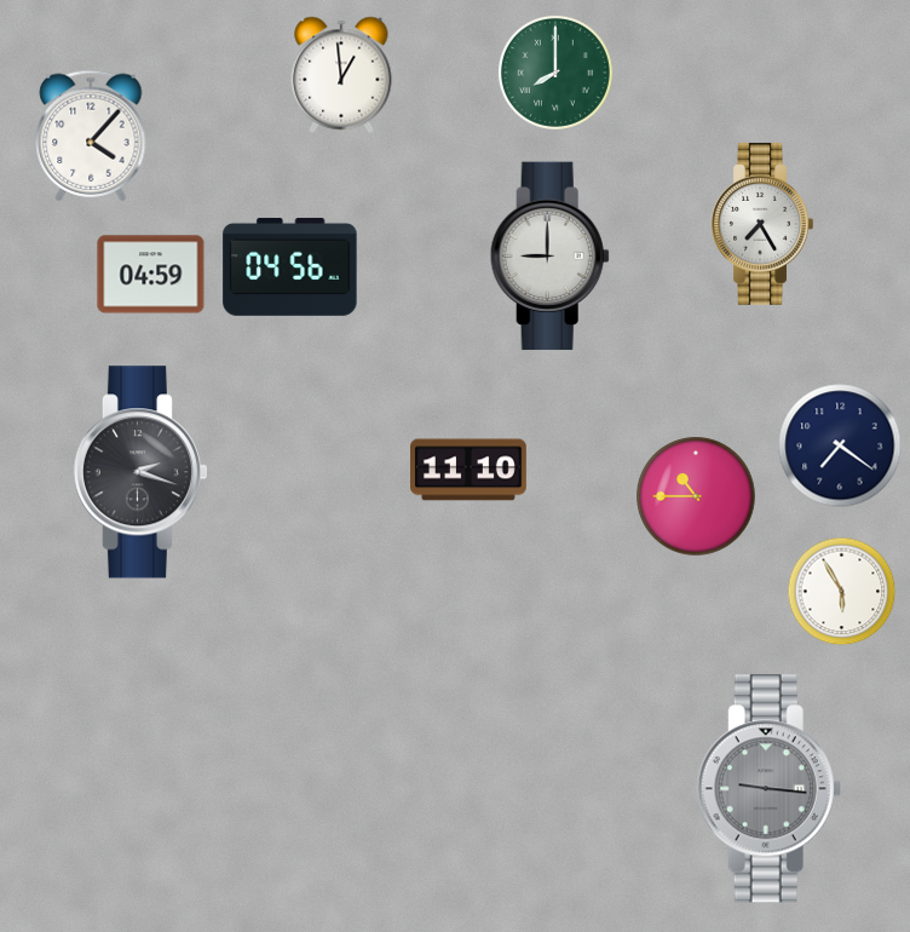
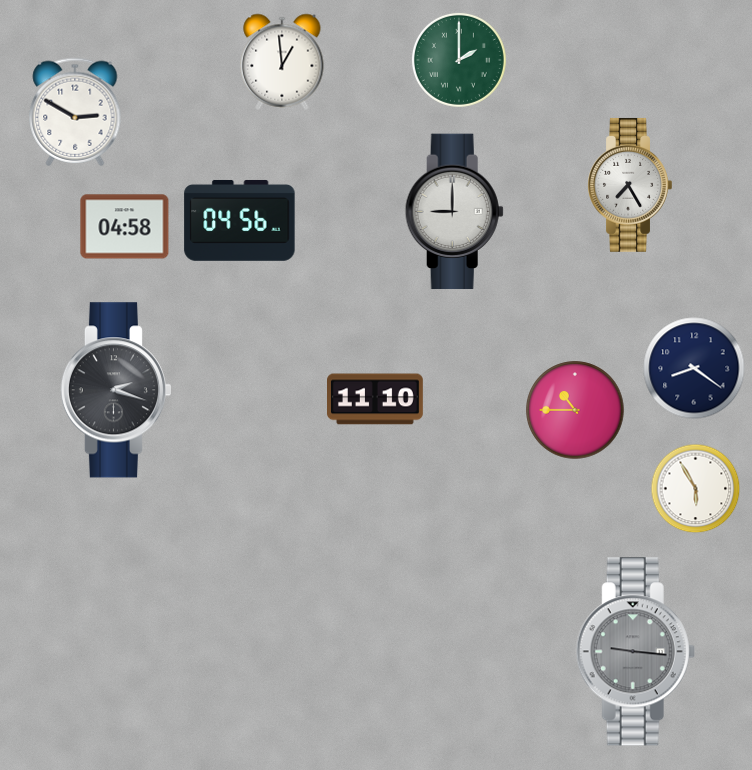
clock at (555, 73): 8:00 -> 2:00
clock at (91, 136): 4:07 -> 2:50
clock at (151, 275): 04:59 -> 04:58
clock at (840, 445): 7:21 -> 8:21
clock at (470, 470) position: (470, 470) -> (376, 399)
